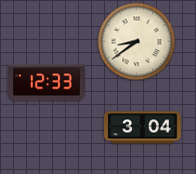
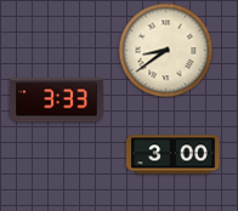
clock at (47, 83): 12:33 -> 3:33
clock at (143, 128): 3:04 -> 3:00
